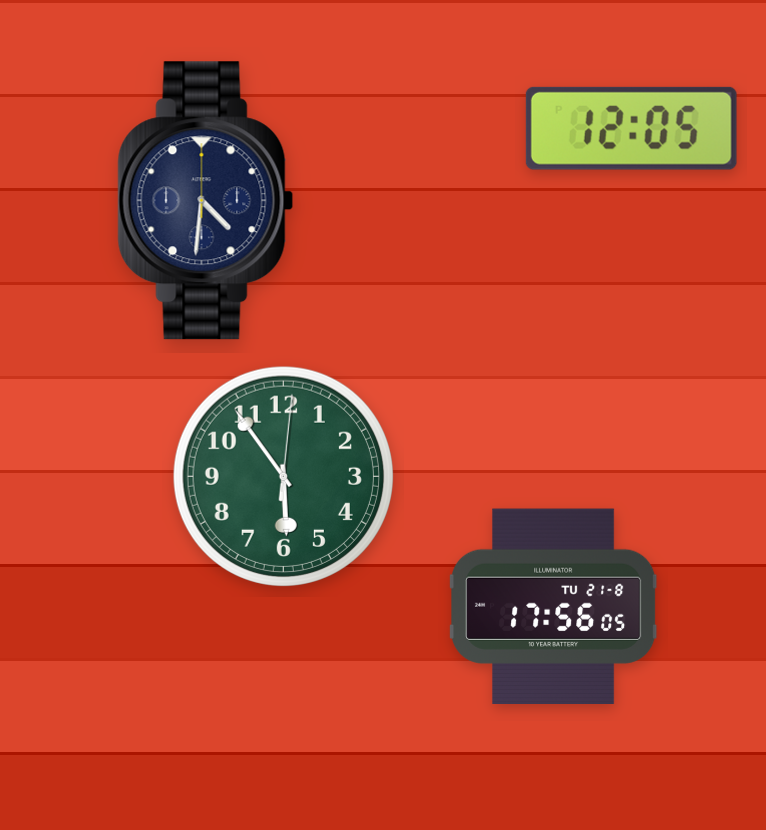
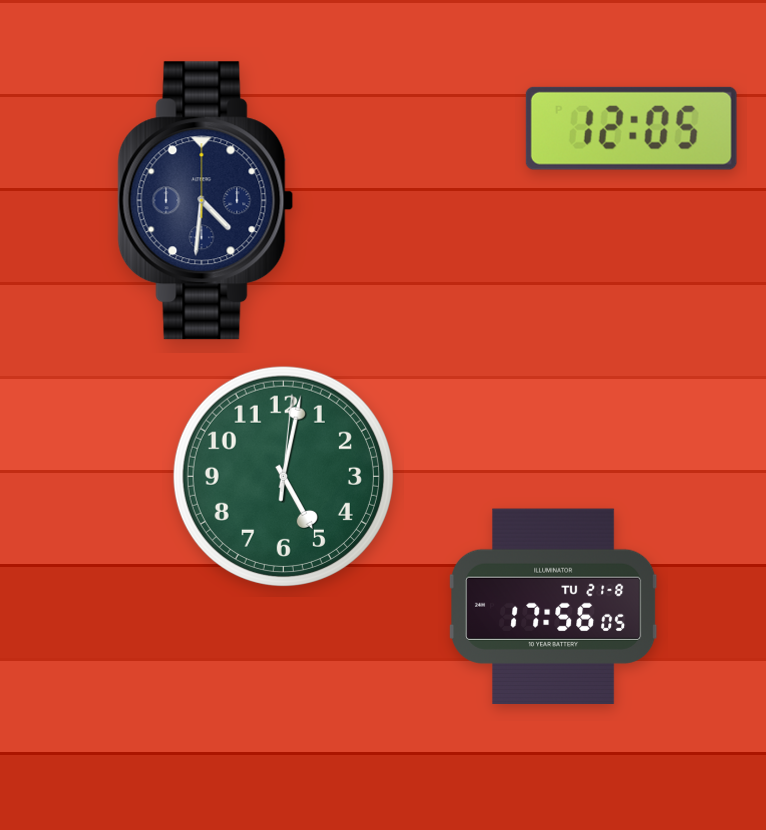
clock at (283, 476): 5:54 -> 5:02
